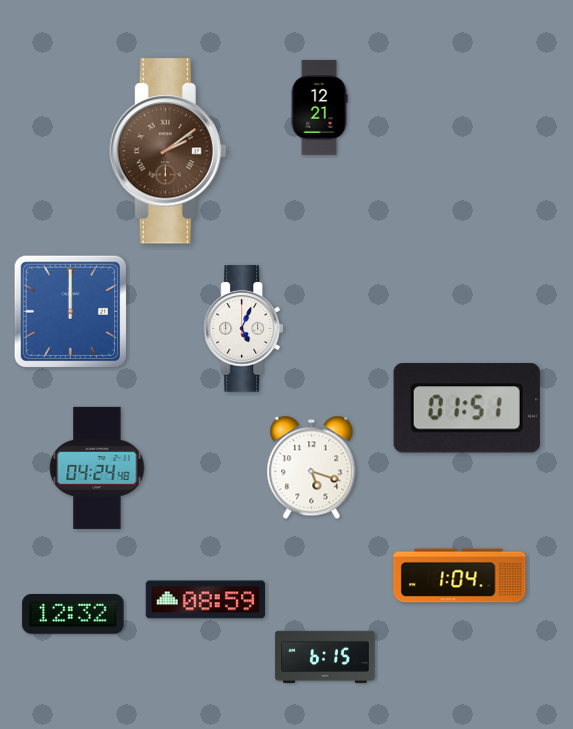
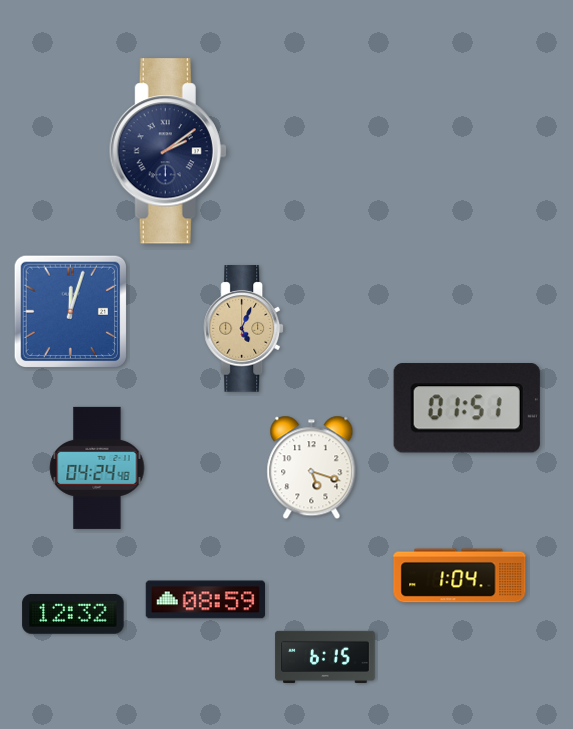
clock at (319, 107): 12:21 -> none
clock at (168, 151) dial: brown -> navy
clock at (70, 311): 12:00 -> 12:03
clock at (244, 329) dial: white -> champagne
